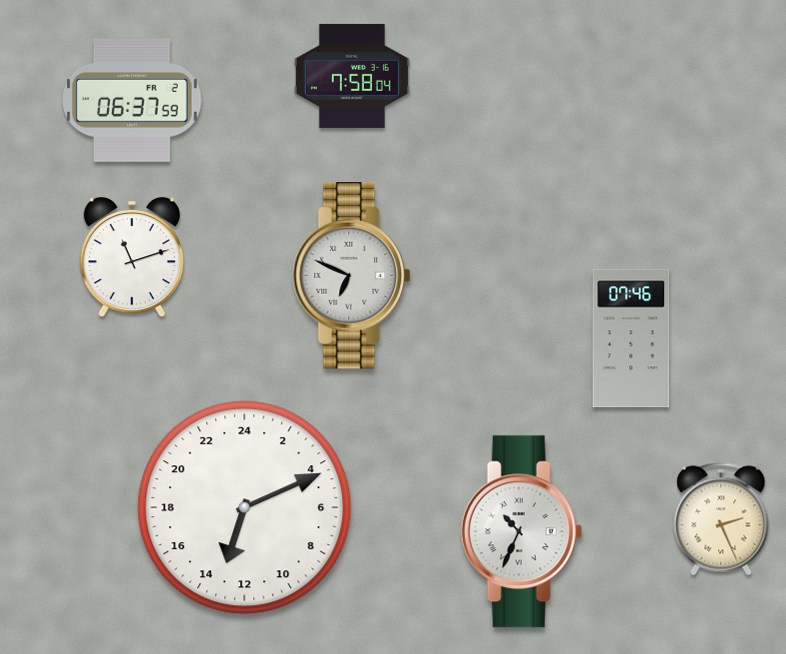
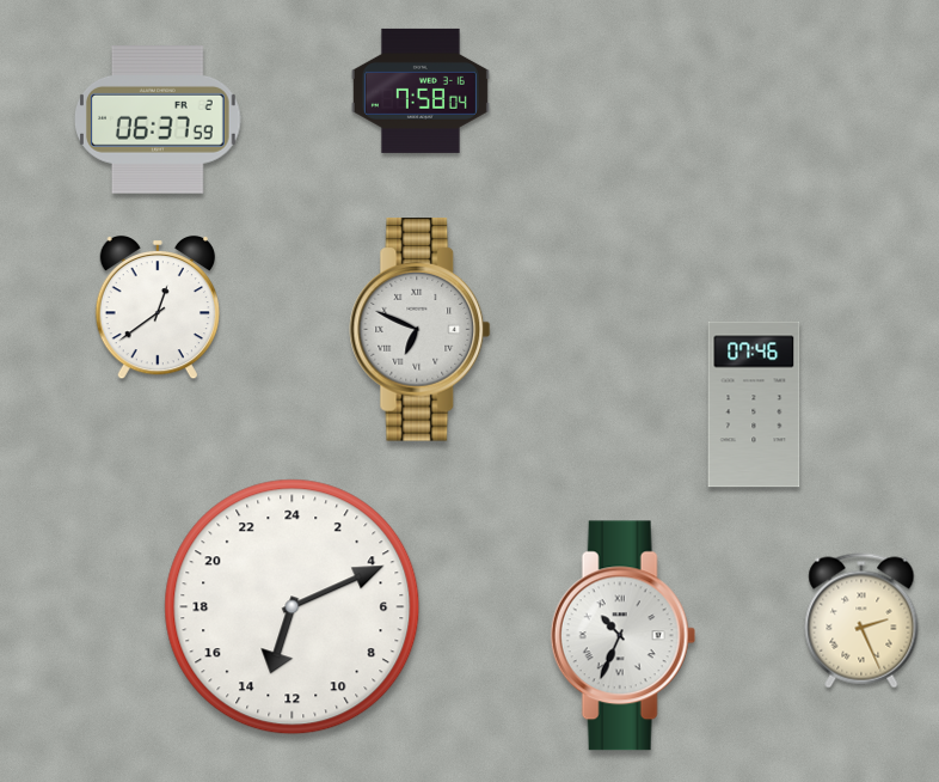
clock at (132, 257): 11:12 -> 12:39
